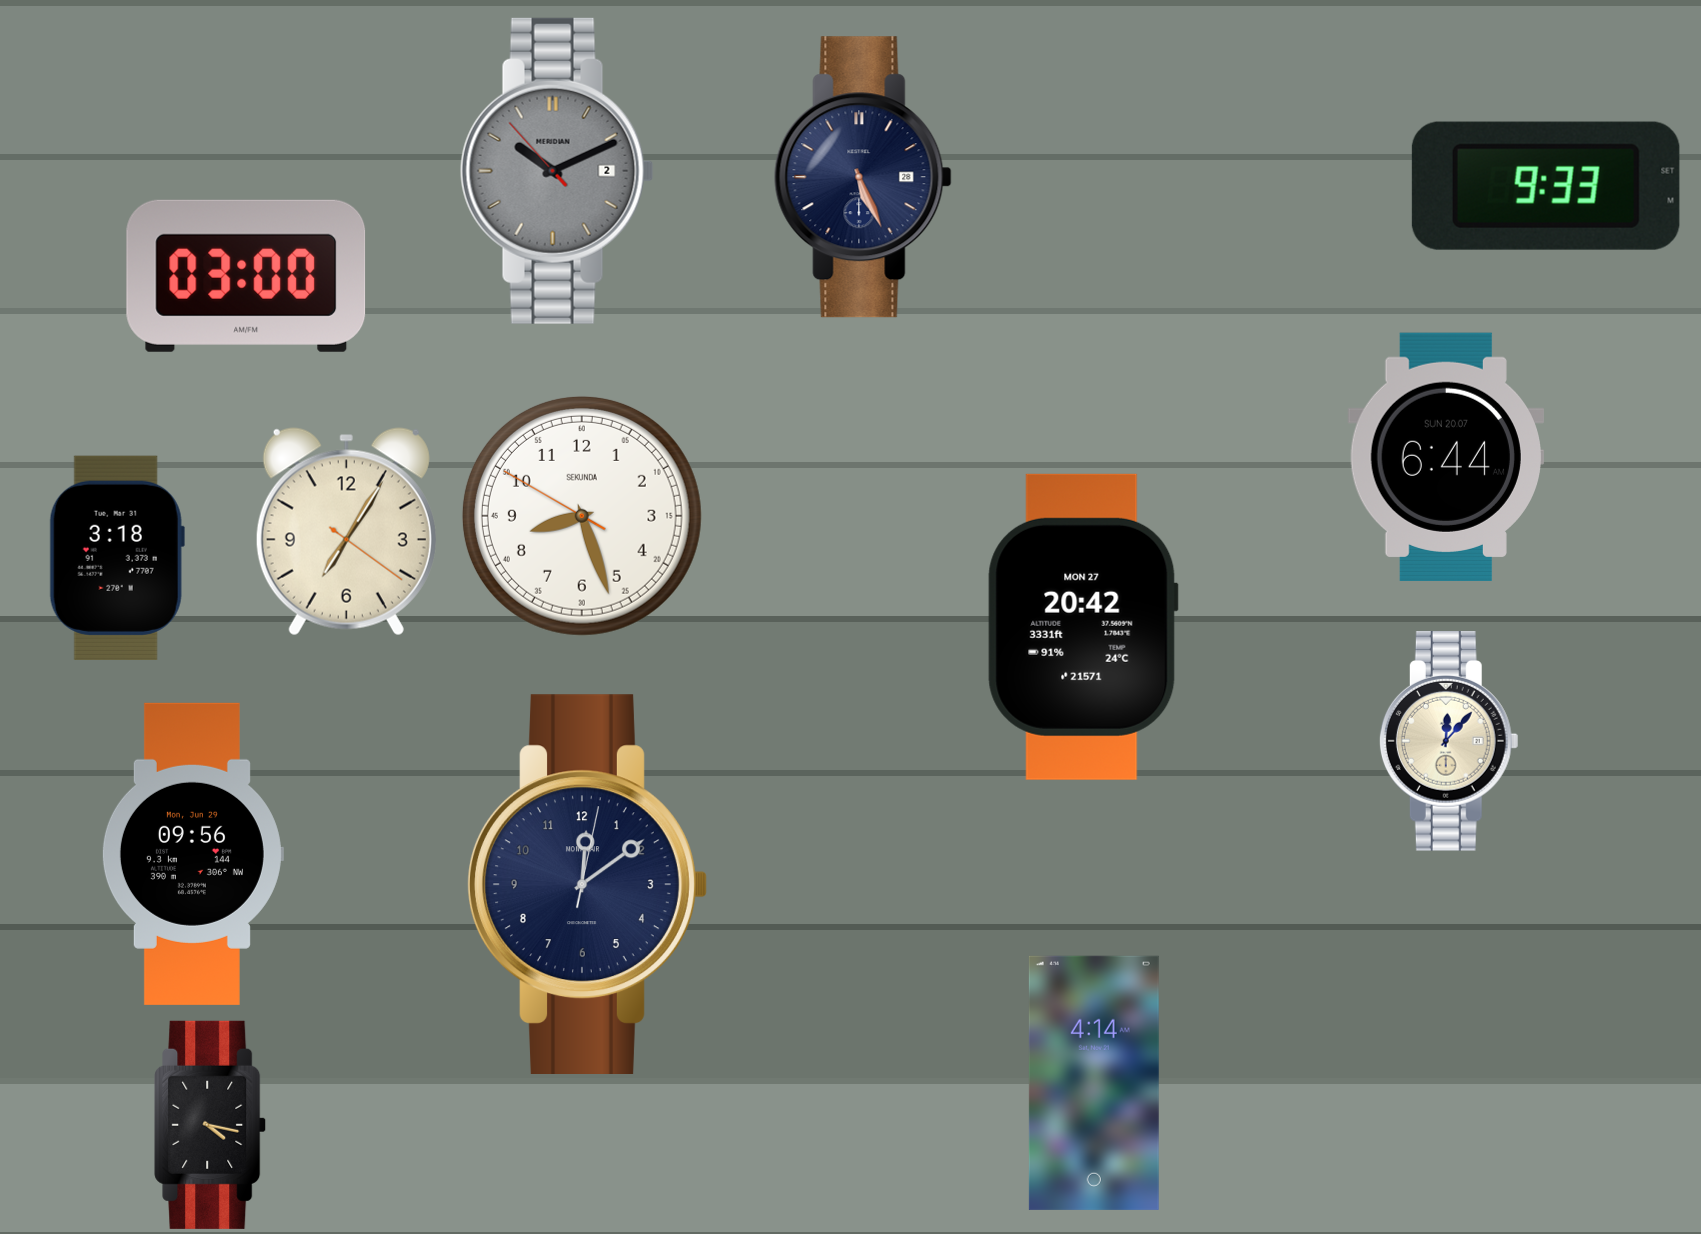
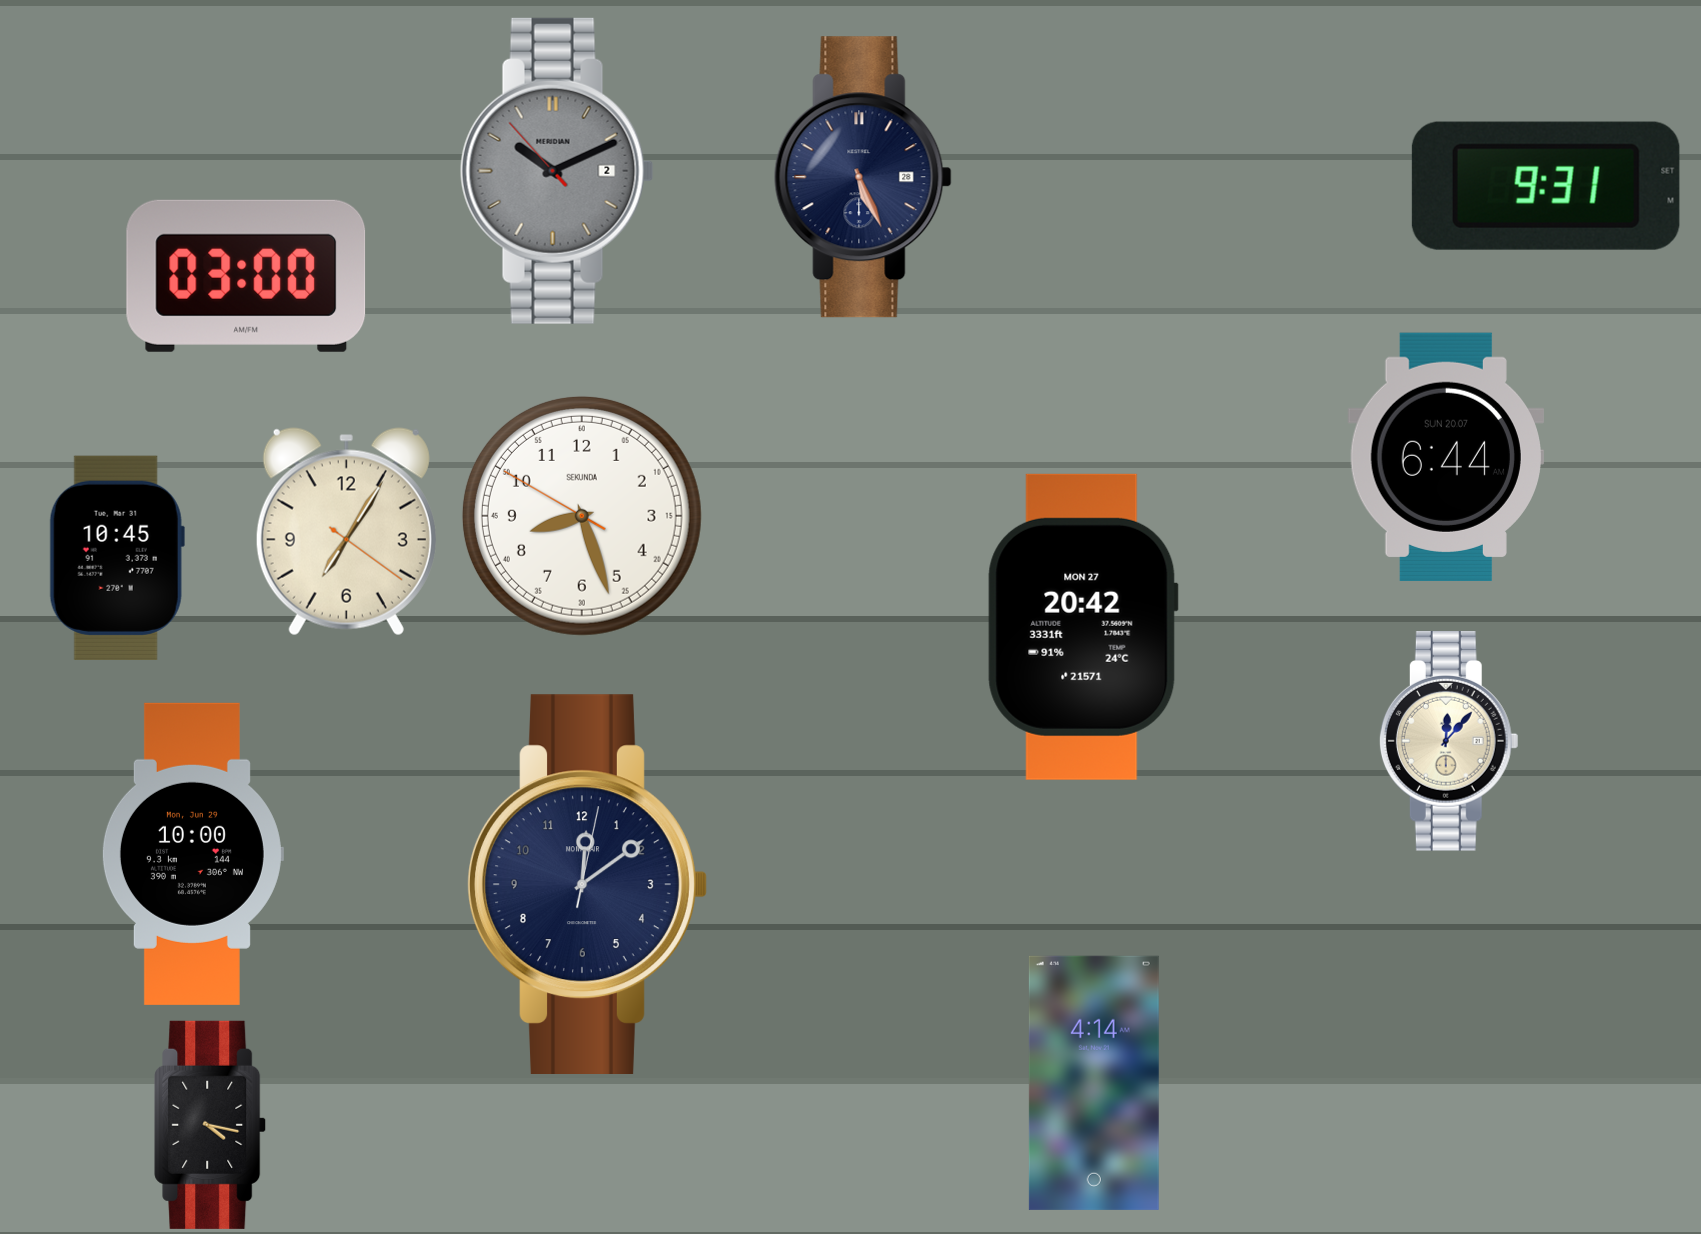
clock at (1546, 186): 9:33 -> 9:31
clock at (117, 558): 3:18 -> 10:45
clock at (192, 854): 09:56 -> 10:00
